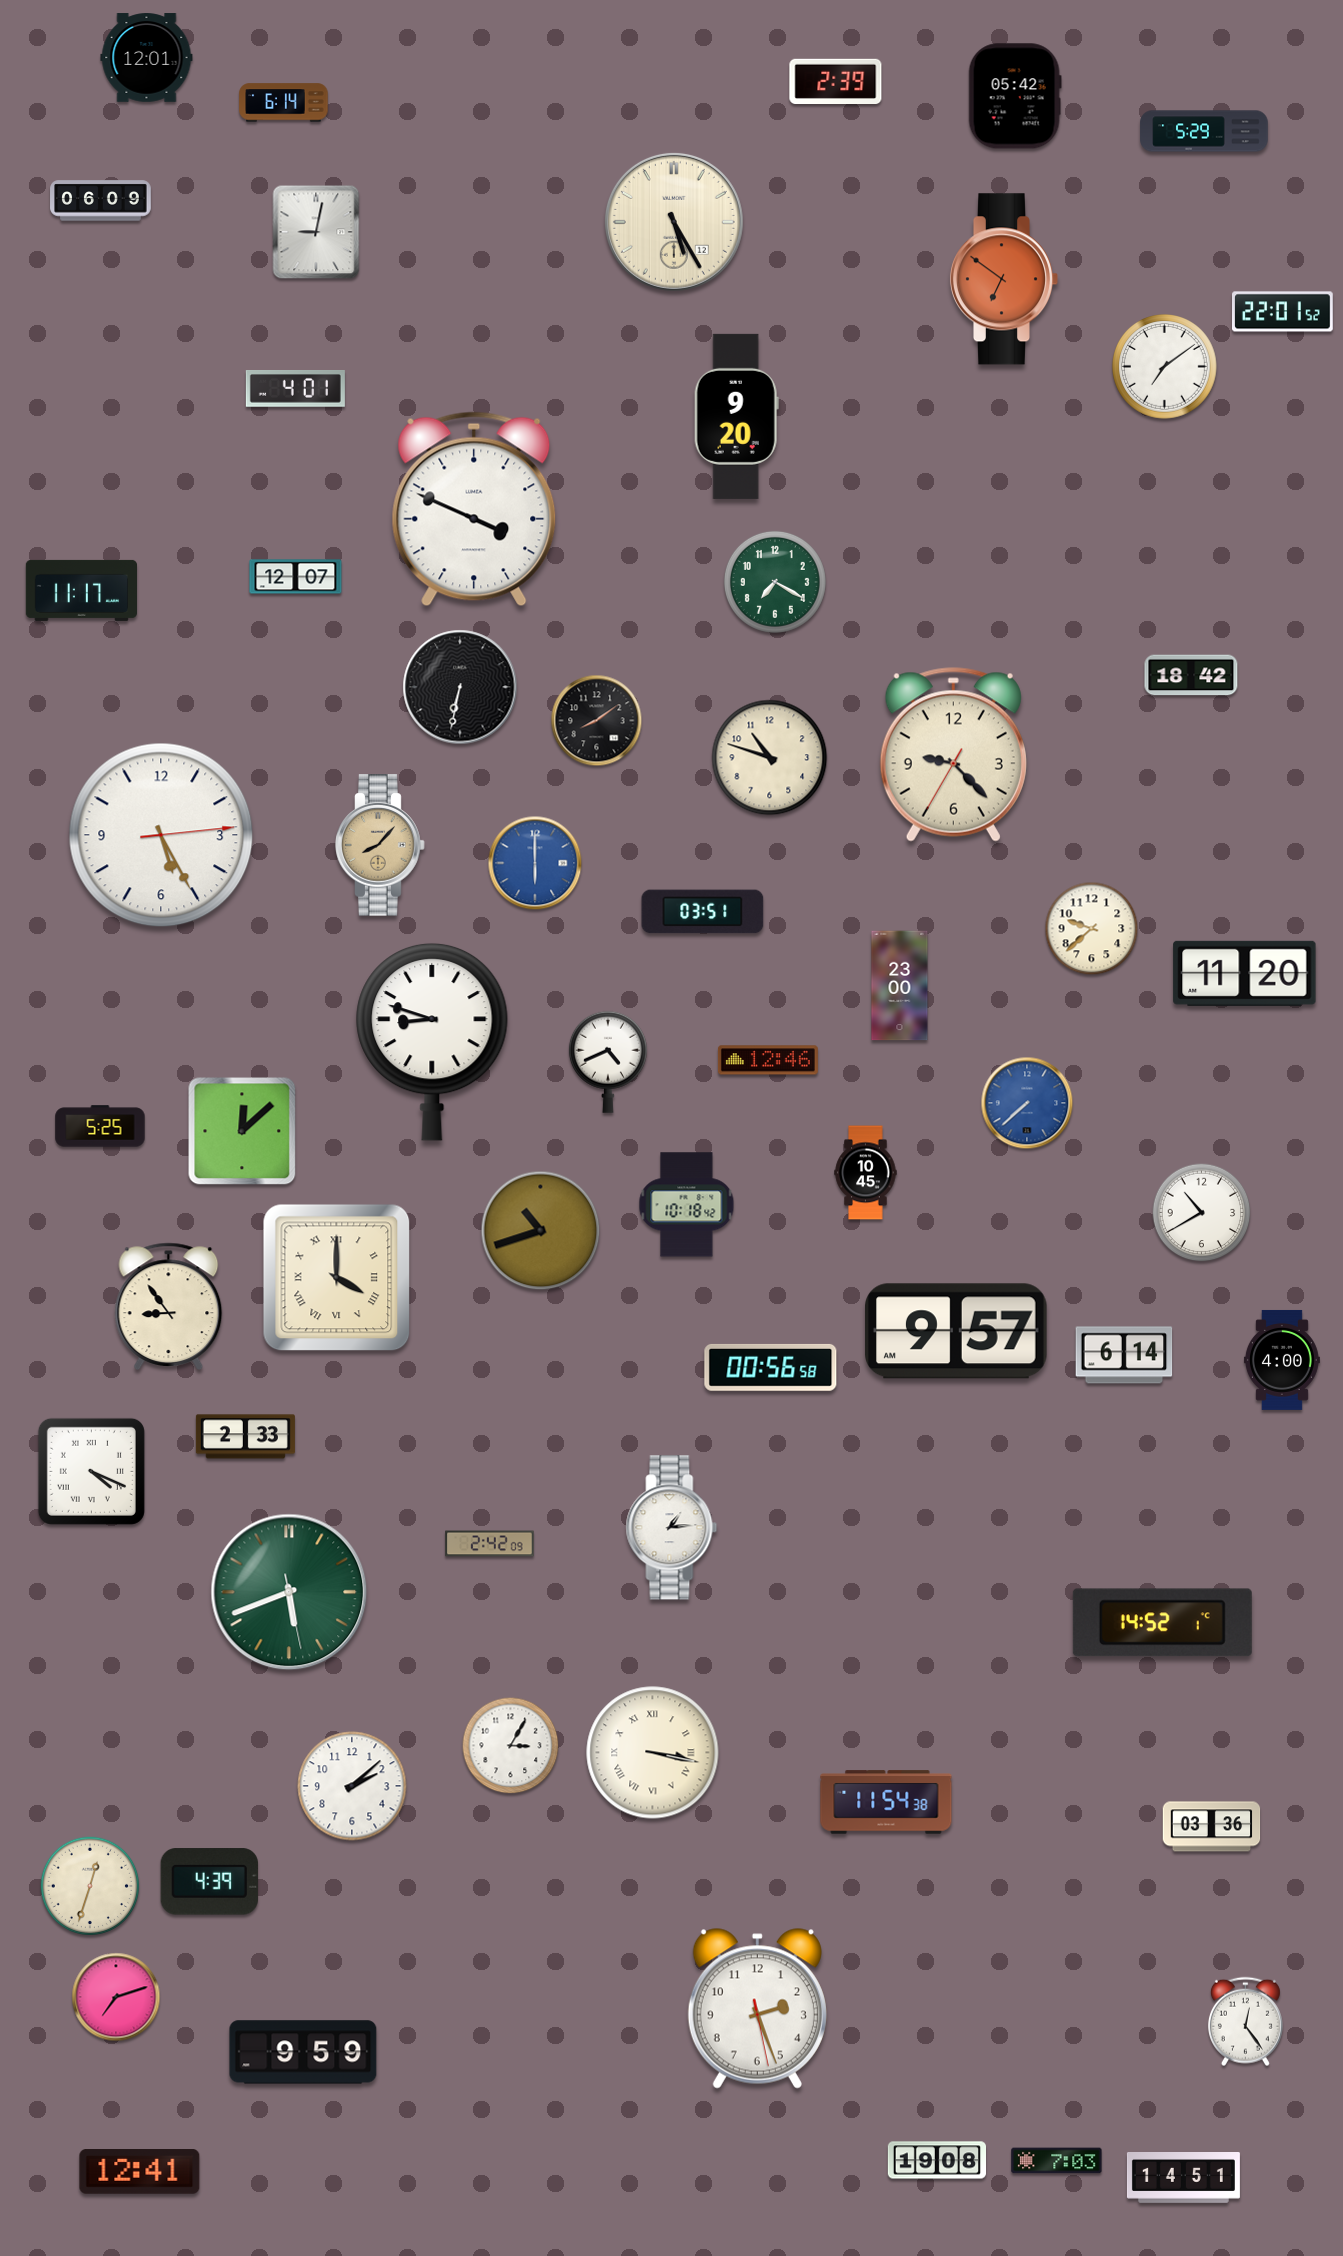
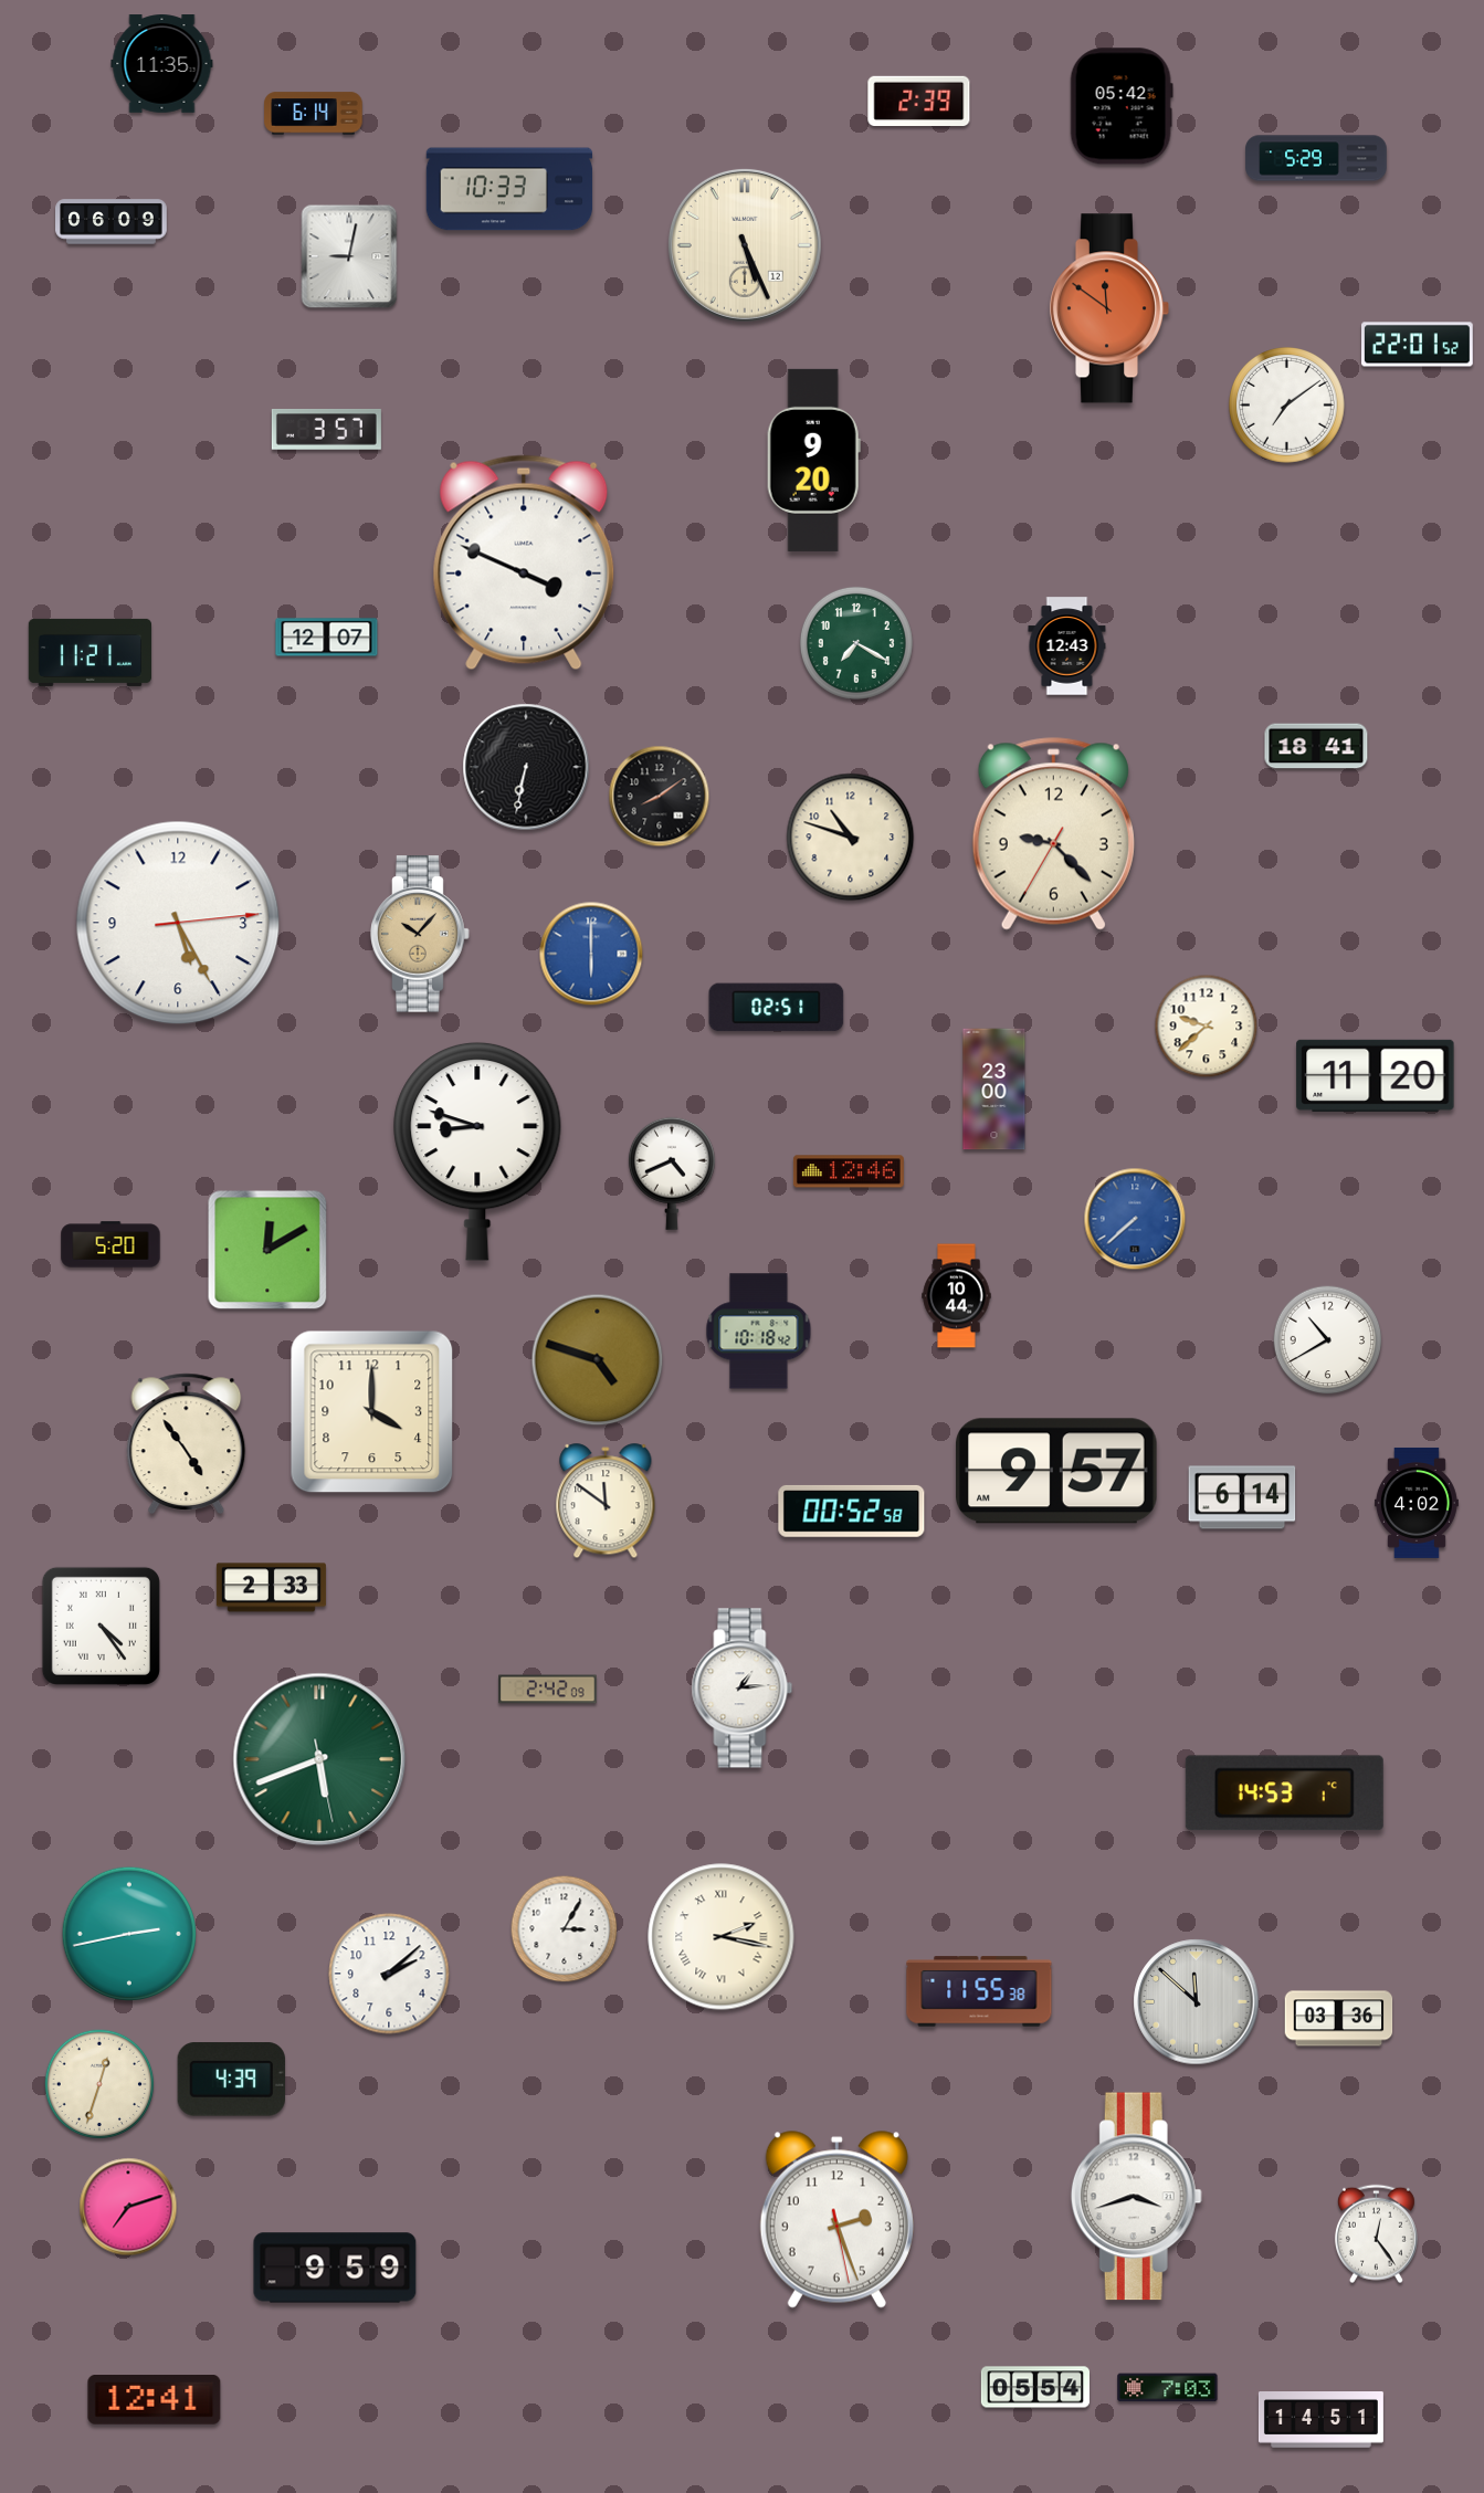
clock at (147, 58): 12:01 -> 11:35
clock at (836, 81) position: (836, 81) -> (919, 101)
clock at (1204, 131) position: (1204, 131) -> (1316, 158)
clock at (509, 189): none -> 10:33
clock at (674, 222): 5:25 -> 5:26
clock at (1004, 279): 6:51 -> 11:51
clock at (295, 389): 4:01 -> 3:57
clock at (1067, 646): none -> 12:43
clock at (81, 590): 11:17 -> 11:21
clock at (1191, 675): 18:42 -> 18:41
clock at (460, 687) position: (460, 687) -> (526, 767)
clock at (380, 845): 8:07 -> 10:07
clock at (703, 912): 03:51 -> 02:51
clock at (100, 1126): 5:25 -> 5:20
clock at (242, 1131): 12:08 -> 12:10
clock at (866, 1173): 10:45 -> 10:44
clock at (541, 1231): 10:42 -> 4:48
clock at (337, 1278) numerals: Roman -> Arabic
clock at (169, 1306): 8:54 -> 4:54
clock at (606, 1502): none -> 11:51
clock at (1282, 1360): 4:00 -> 4:02
clock at (771, 1367): 00:56 -> 00:52
clock at (91, 1471): 4:19 -> 4:24
clock at (490, 1544) position: (490, 1544) -> (548, 1690)
clock at (1162, 1623): 14:52 -> 14:53
clock at (128, 1933): none -> 2:43
clock at (653, 1753): 3:17 -> 2:17
clock at (886, 1802): 11:54 -> 11:55
clock at (1197, 2002): none -> 11:52
clock at (1136, 2197): none -> 3:42
clock at (936, 2160): 19:08 -> 05:54
clock at (1183, 2178) position: (1183, 2178) -> (1320, 2420)
